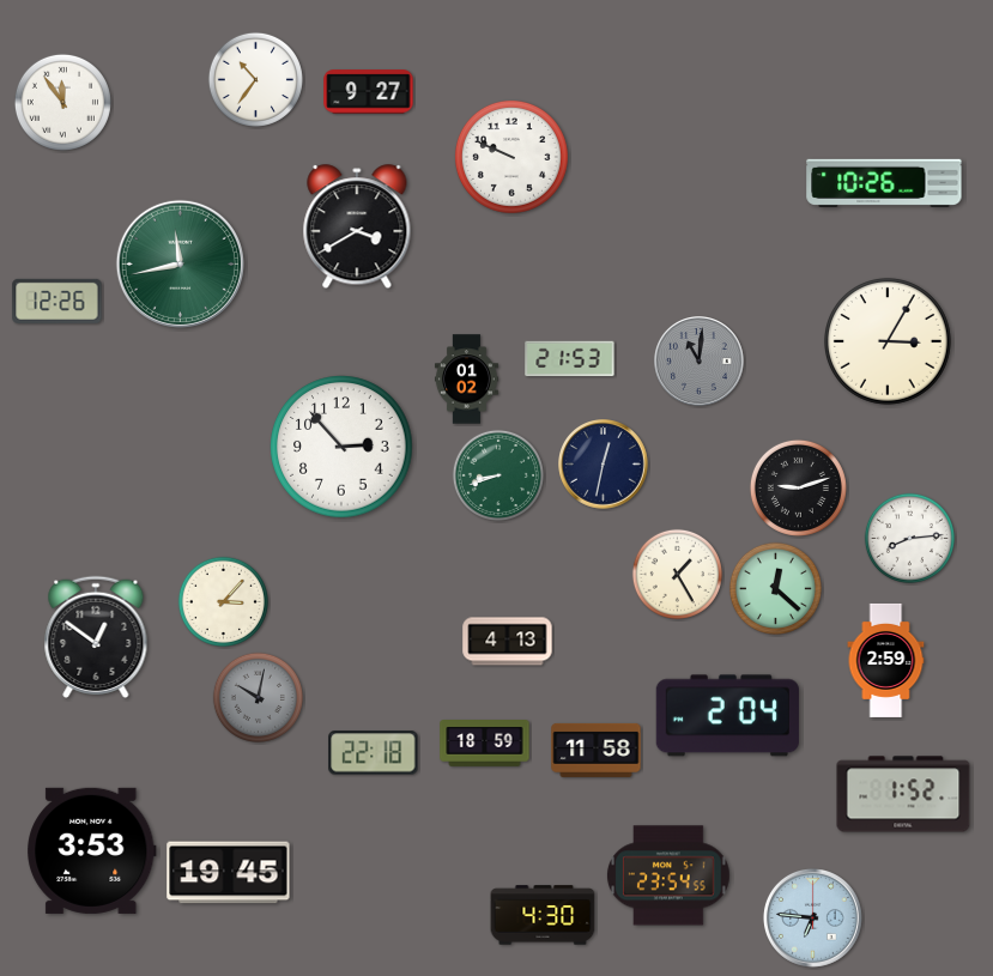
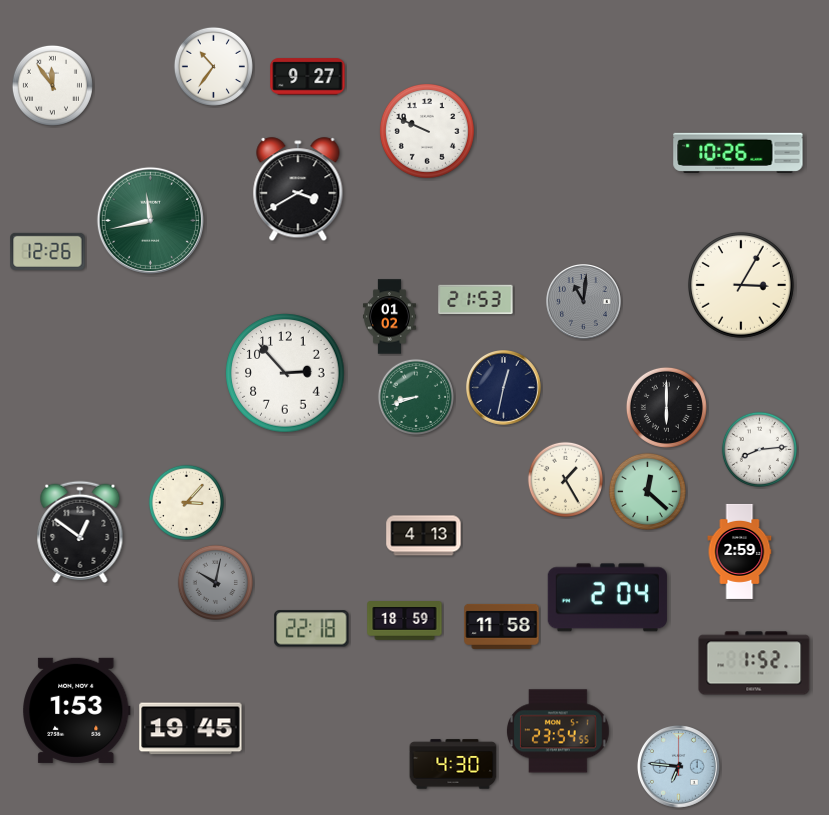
clock at (798, 487): 9:12 -> 6:00
clock at (597, 750) position: (597, 750) -> (502, 626)
clock at (92, 850): 3:53 -> 1:53
